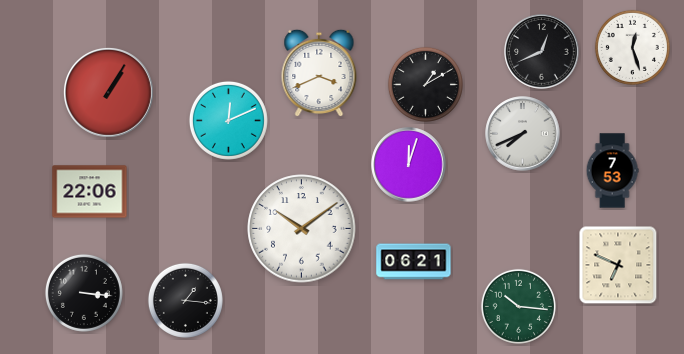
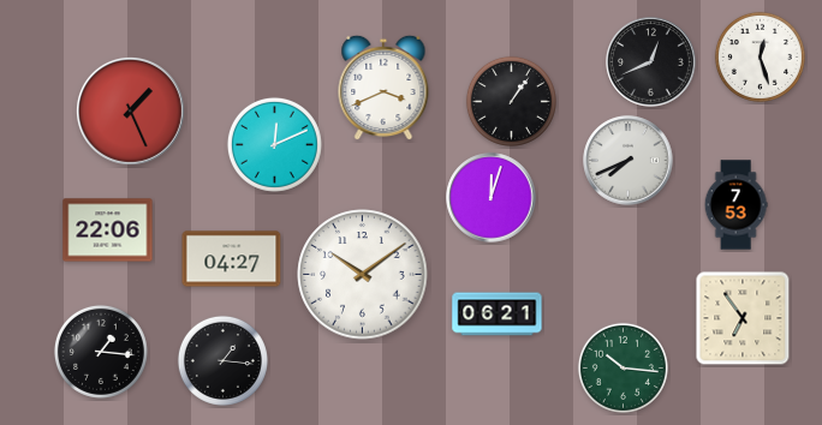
clock at (425, 84): 1:10 -> 1:06
clock at (108, 92): 1:05 -> 1:26
clock at (232, 259): none -> 04:27
clock at (618, 265): 6:49 -> 6:54
clock at (84, 293): 3:16 -> 1:16
